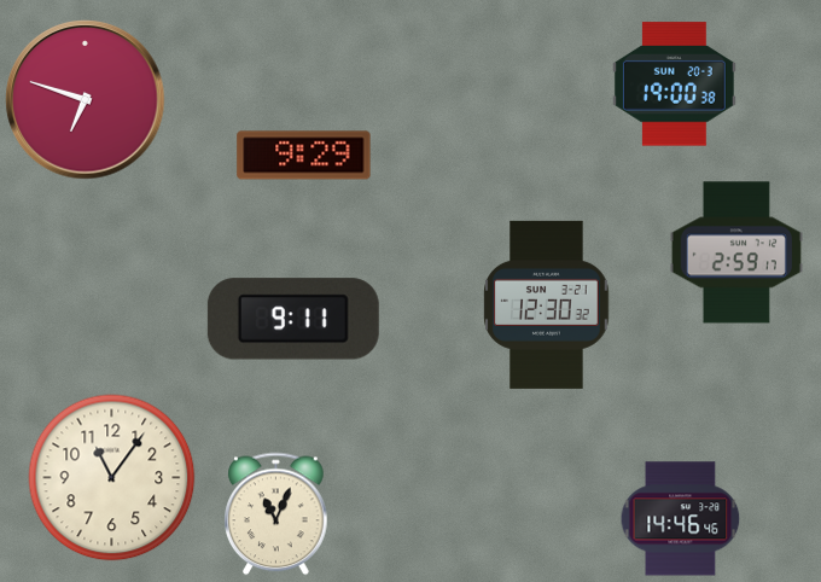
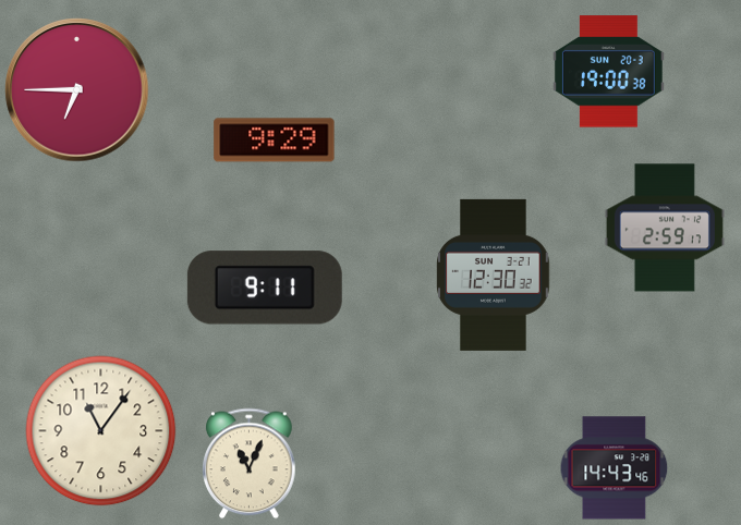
clock at (674, 85) position: (674, 85) -> (608, 72)
clock at (86, 100): 6:48 -> 6:45
clock at (681, 519): 14:46 -> 14:43
